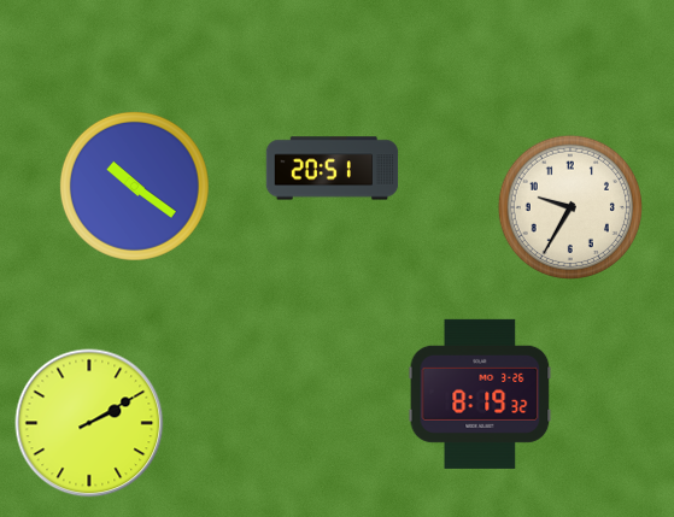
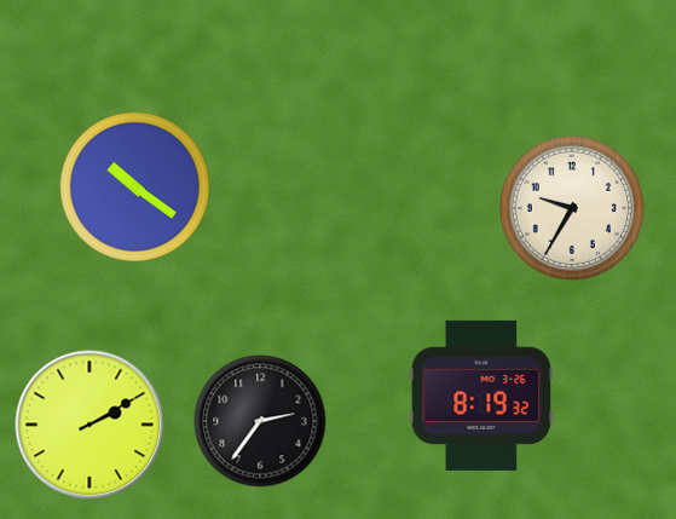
clock at (333, 169): 20:51 -> none
clock at (260, 421): none -> 2:36
